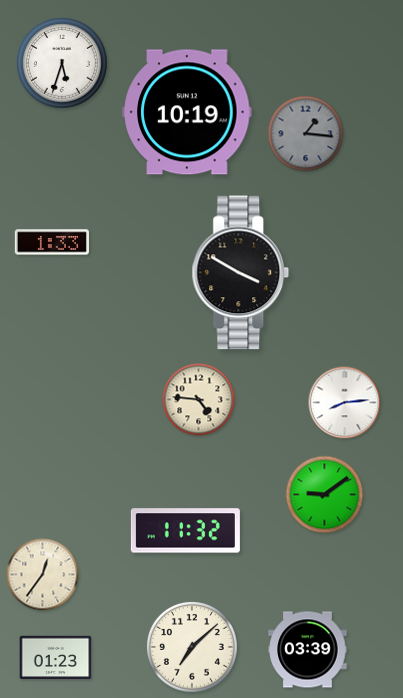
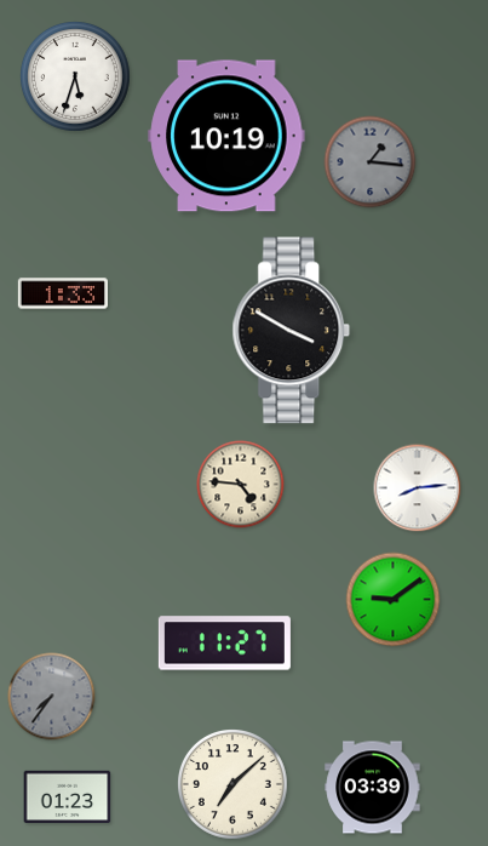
clock at (185, 531): 11:32 -> 11:27
clock at (43, 575): 12:36 -> 7:36
clock at (43, 575) dial: cream -> grey
